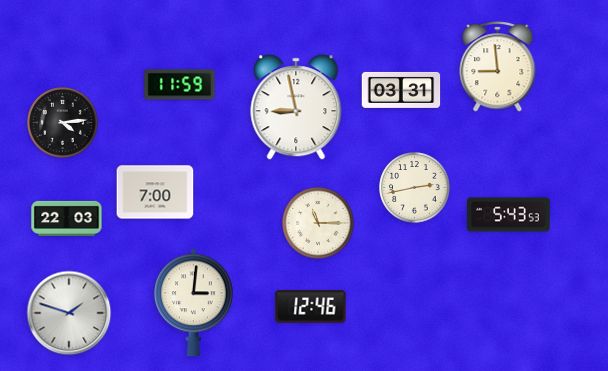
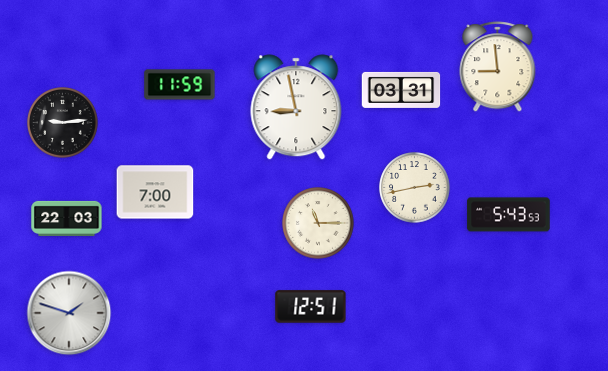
clock at (63, 123): 4:14 -> 9:14
clock at (194, 303): 3:01 -> none
clock at (311, 307): 12:46 -> 12:51
